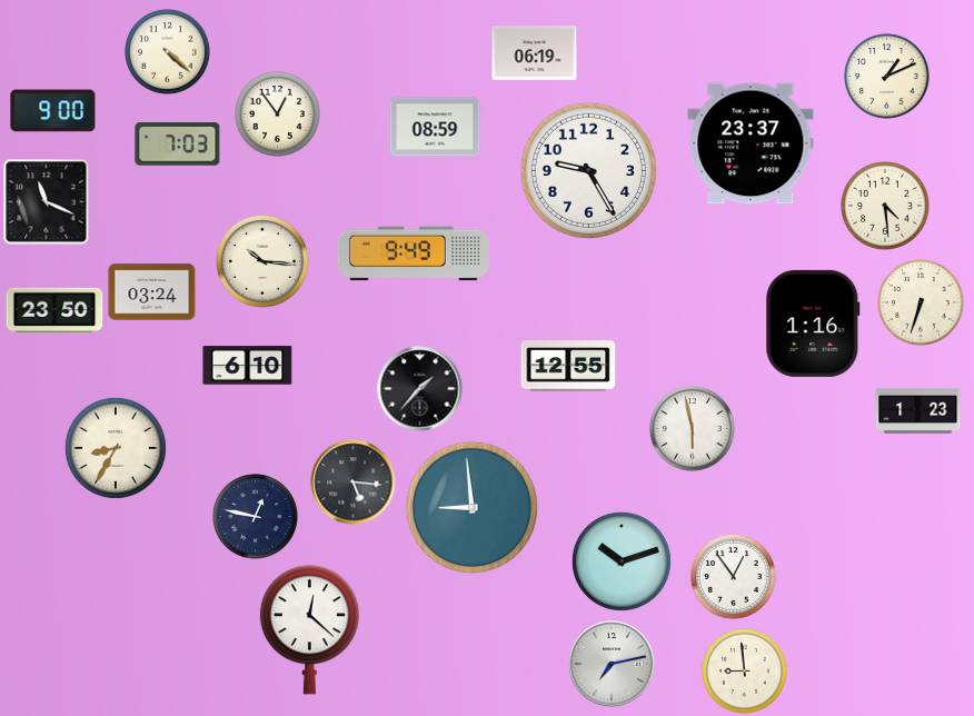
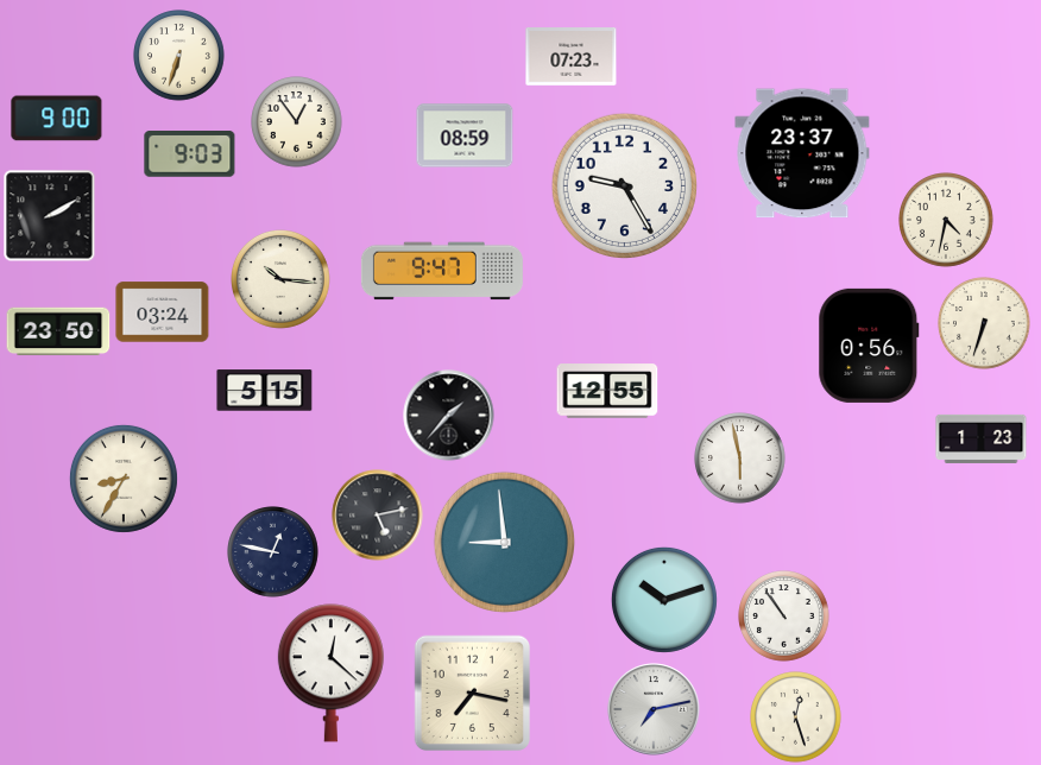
clock at (168, 52): 4:22 -> 6:33
clock at (535, 53): 06:19 -> 07:23
clock at (887, 77): 1:11 -> none
clock at (178, 145): 7:03 -> 9:03
clock at (588, 170) position: (588, 170) -> (624, 185)
clock at (47, 202): 11:19 -> 2:10
clock at (886, 207): 4:29 -> 4:32
clock at (414, 253): 9:49 -> 9:47
clock at (813, 324): 1:16 -> 0:56
clock at (248, 366): 6:10 -> 5:15
clock at (354, 483): 5:16 -> 5:13
clock at (734, 577): 12:54 -> 10:54
clock at (472, 693): none -> 7:17
clock at (745, 672): 8:59 -> 12:27
